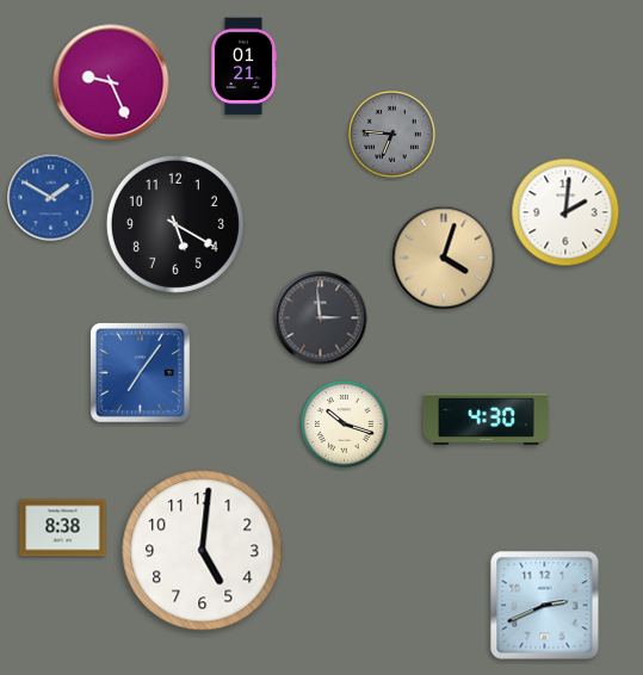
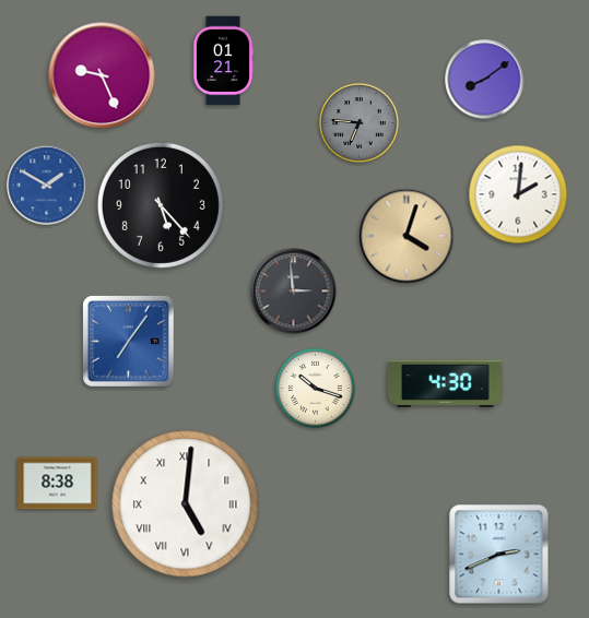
clock at (485, 80): none -> 8:09
clock at (51, 198) position: (51, 198) -> (47, 186)
clock at (175, 224): 5:20 -> 5:23
clock at (203, 551) numerals: Arabic -> Roman
